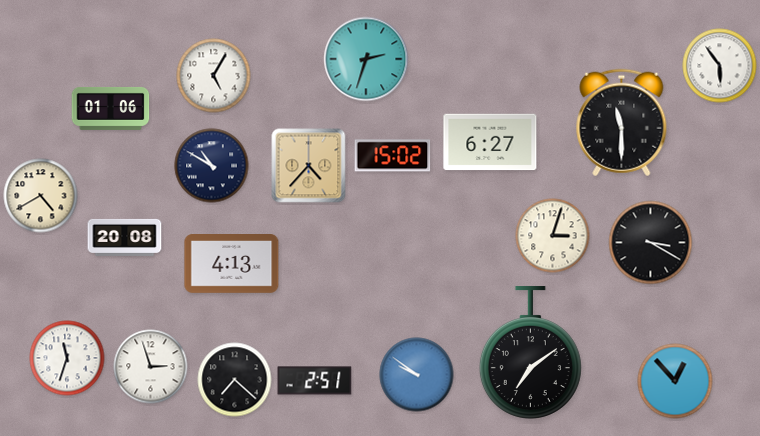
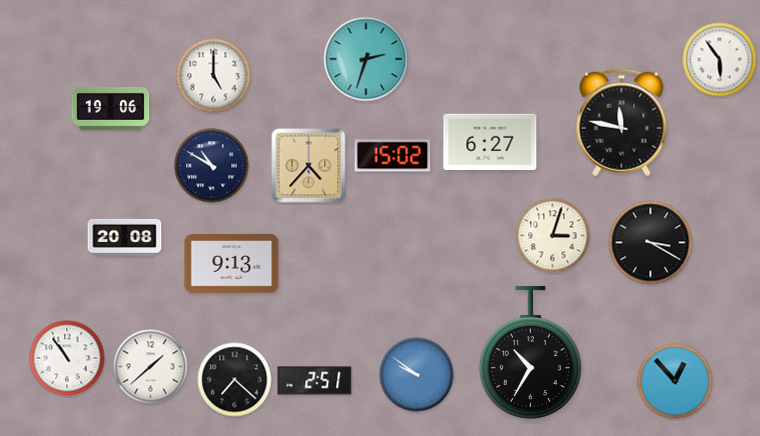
clock at (720, 66) position: (720, 66) -> (720, 60)
clock at (214, 76): 5:05 -> 5:00
clock at (111, 108): 01:06 -> 19:06
clock at (622, 123): 11:30 -> 11:47
clock at (41, 196): 4:40 -> none
clock at (232, 264): 4:13 -> 9:13
clock at (530, 353): 7:09 -> 10:35
clock at (67, 358): 11:33 -> 10:54
clock at (151, 367): 2:57 -> 1:38
